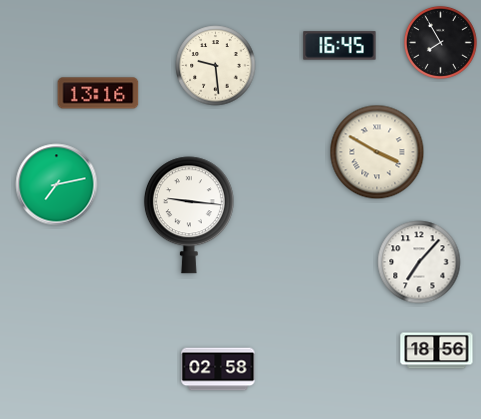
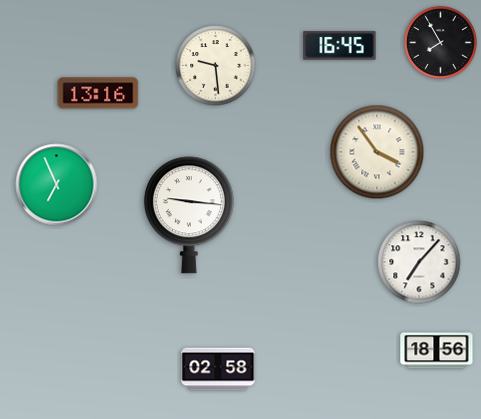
clock at (377, 152): 3:50 -> 3:54
clock at (57, 185): 7:13 -> 6:56
